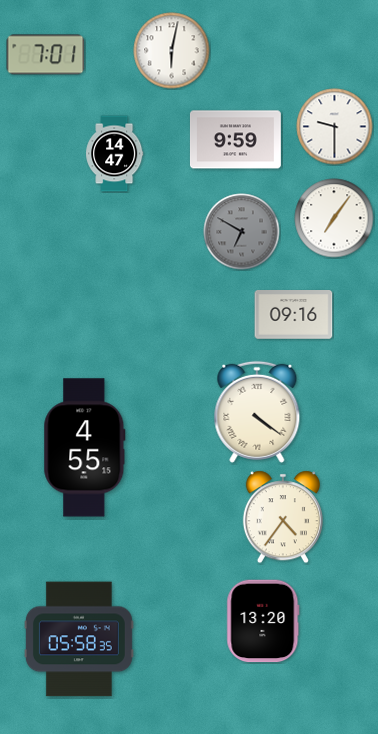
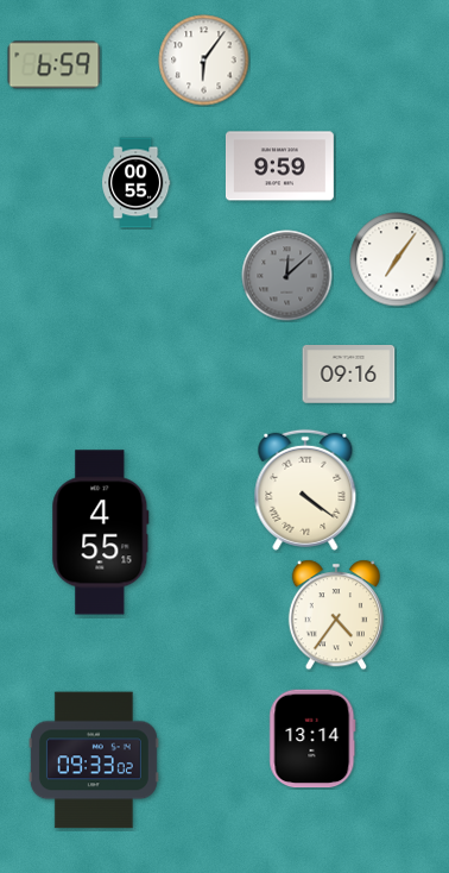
clock at (172, 51): 6:02 -> 6:06
clock at (46, 55): 7:01 -> 6:59
clock at (335, 127): 9:30 -> none
clock at (115, 154): 14:47 -> 00:55
clock at (242, 232): 6:50 -> 12:08
clock at (263, 621): 13:20 -> 13:14
clock at (79, 639): 05:58 -> 09:33
